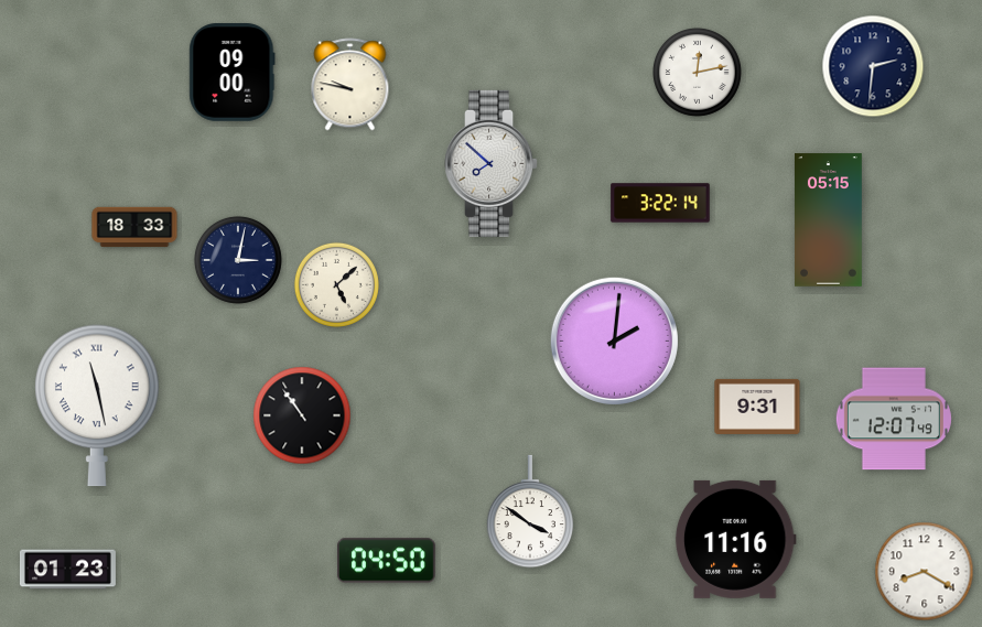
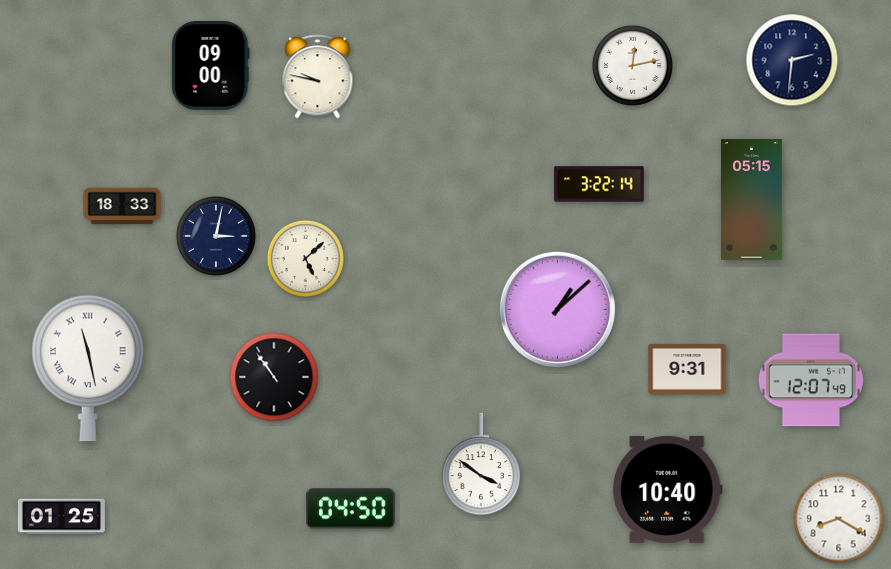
clock at (492, 163): 7:52 -> none
clock at (614, 340): 2:01 -> 1:08
clock at (735, 539): 11:16 -> 10:40
clock at (67, 570): 01:23 -> 01:25
